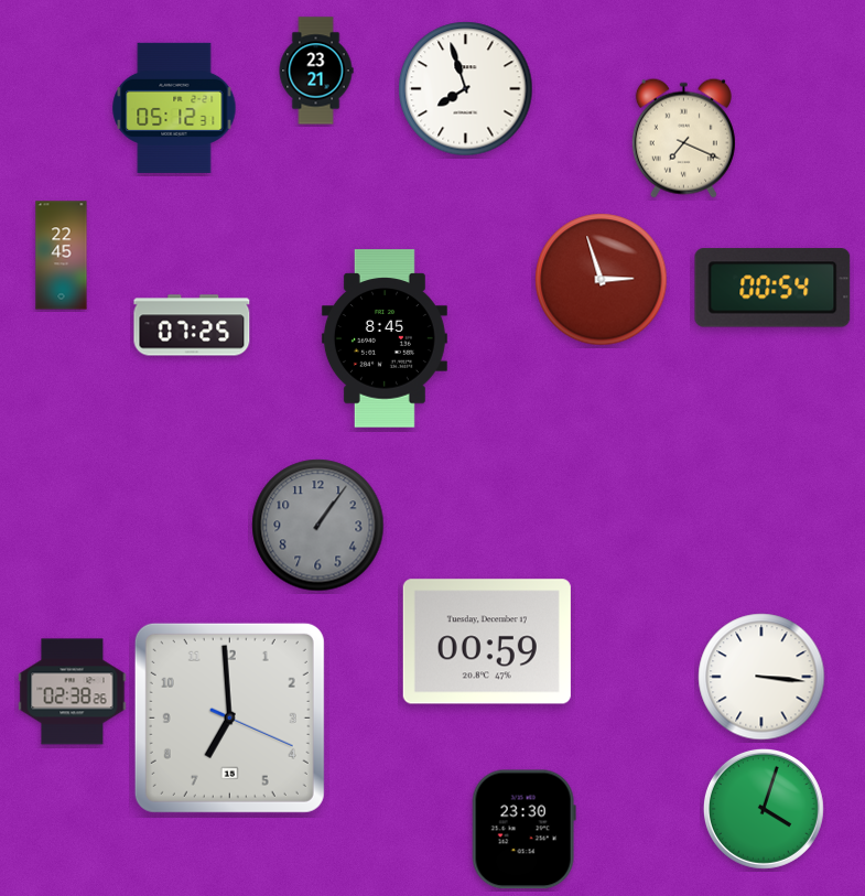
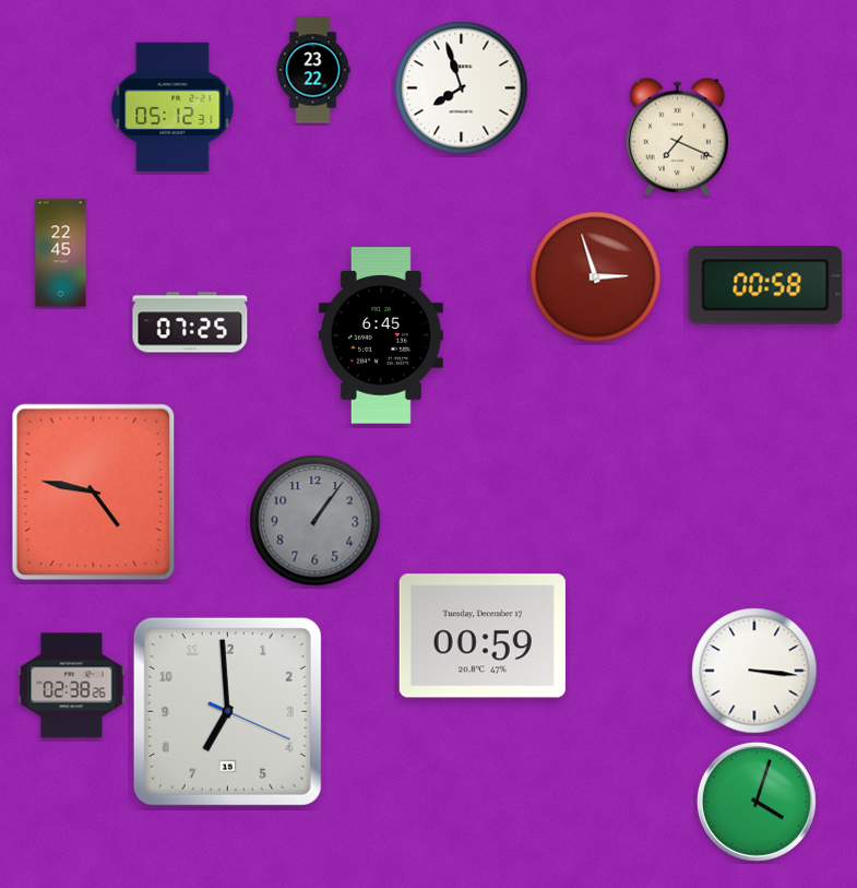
clock at (316, 71): 23:21 -> 23:22
clock at (772, 288): 00:54 -> 00:58
clock at (385, 338): 8:45 -> 6:45
clock at (94, 493): none -> 4:47
clock at (523, 830): 23:30 -> none
